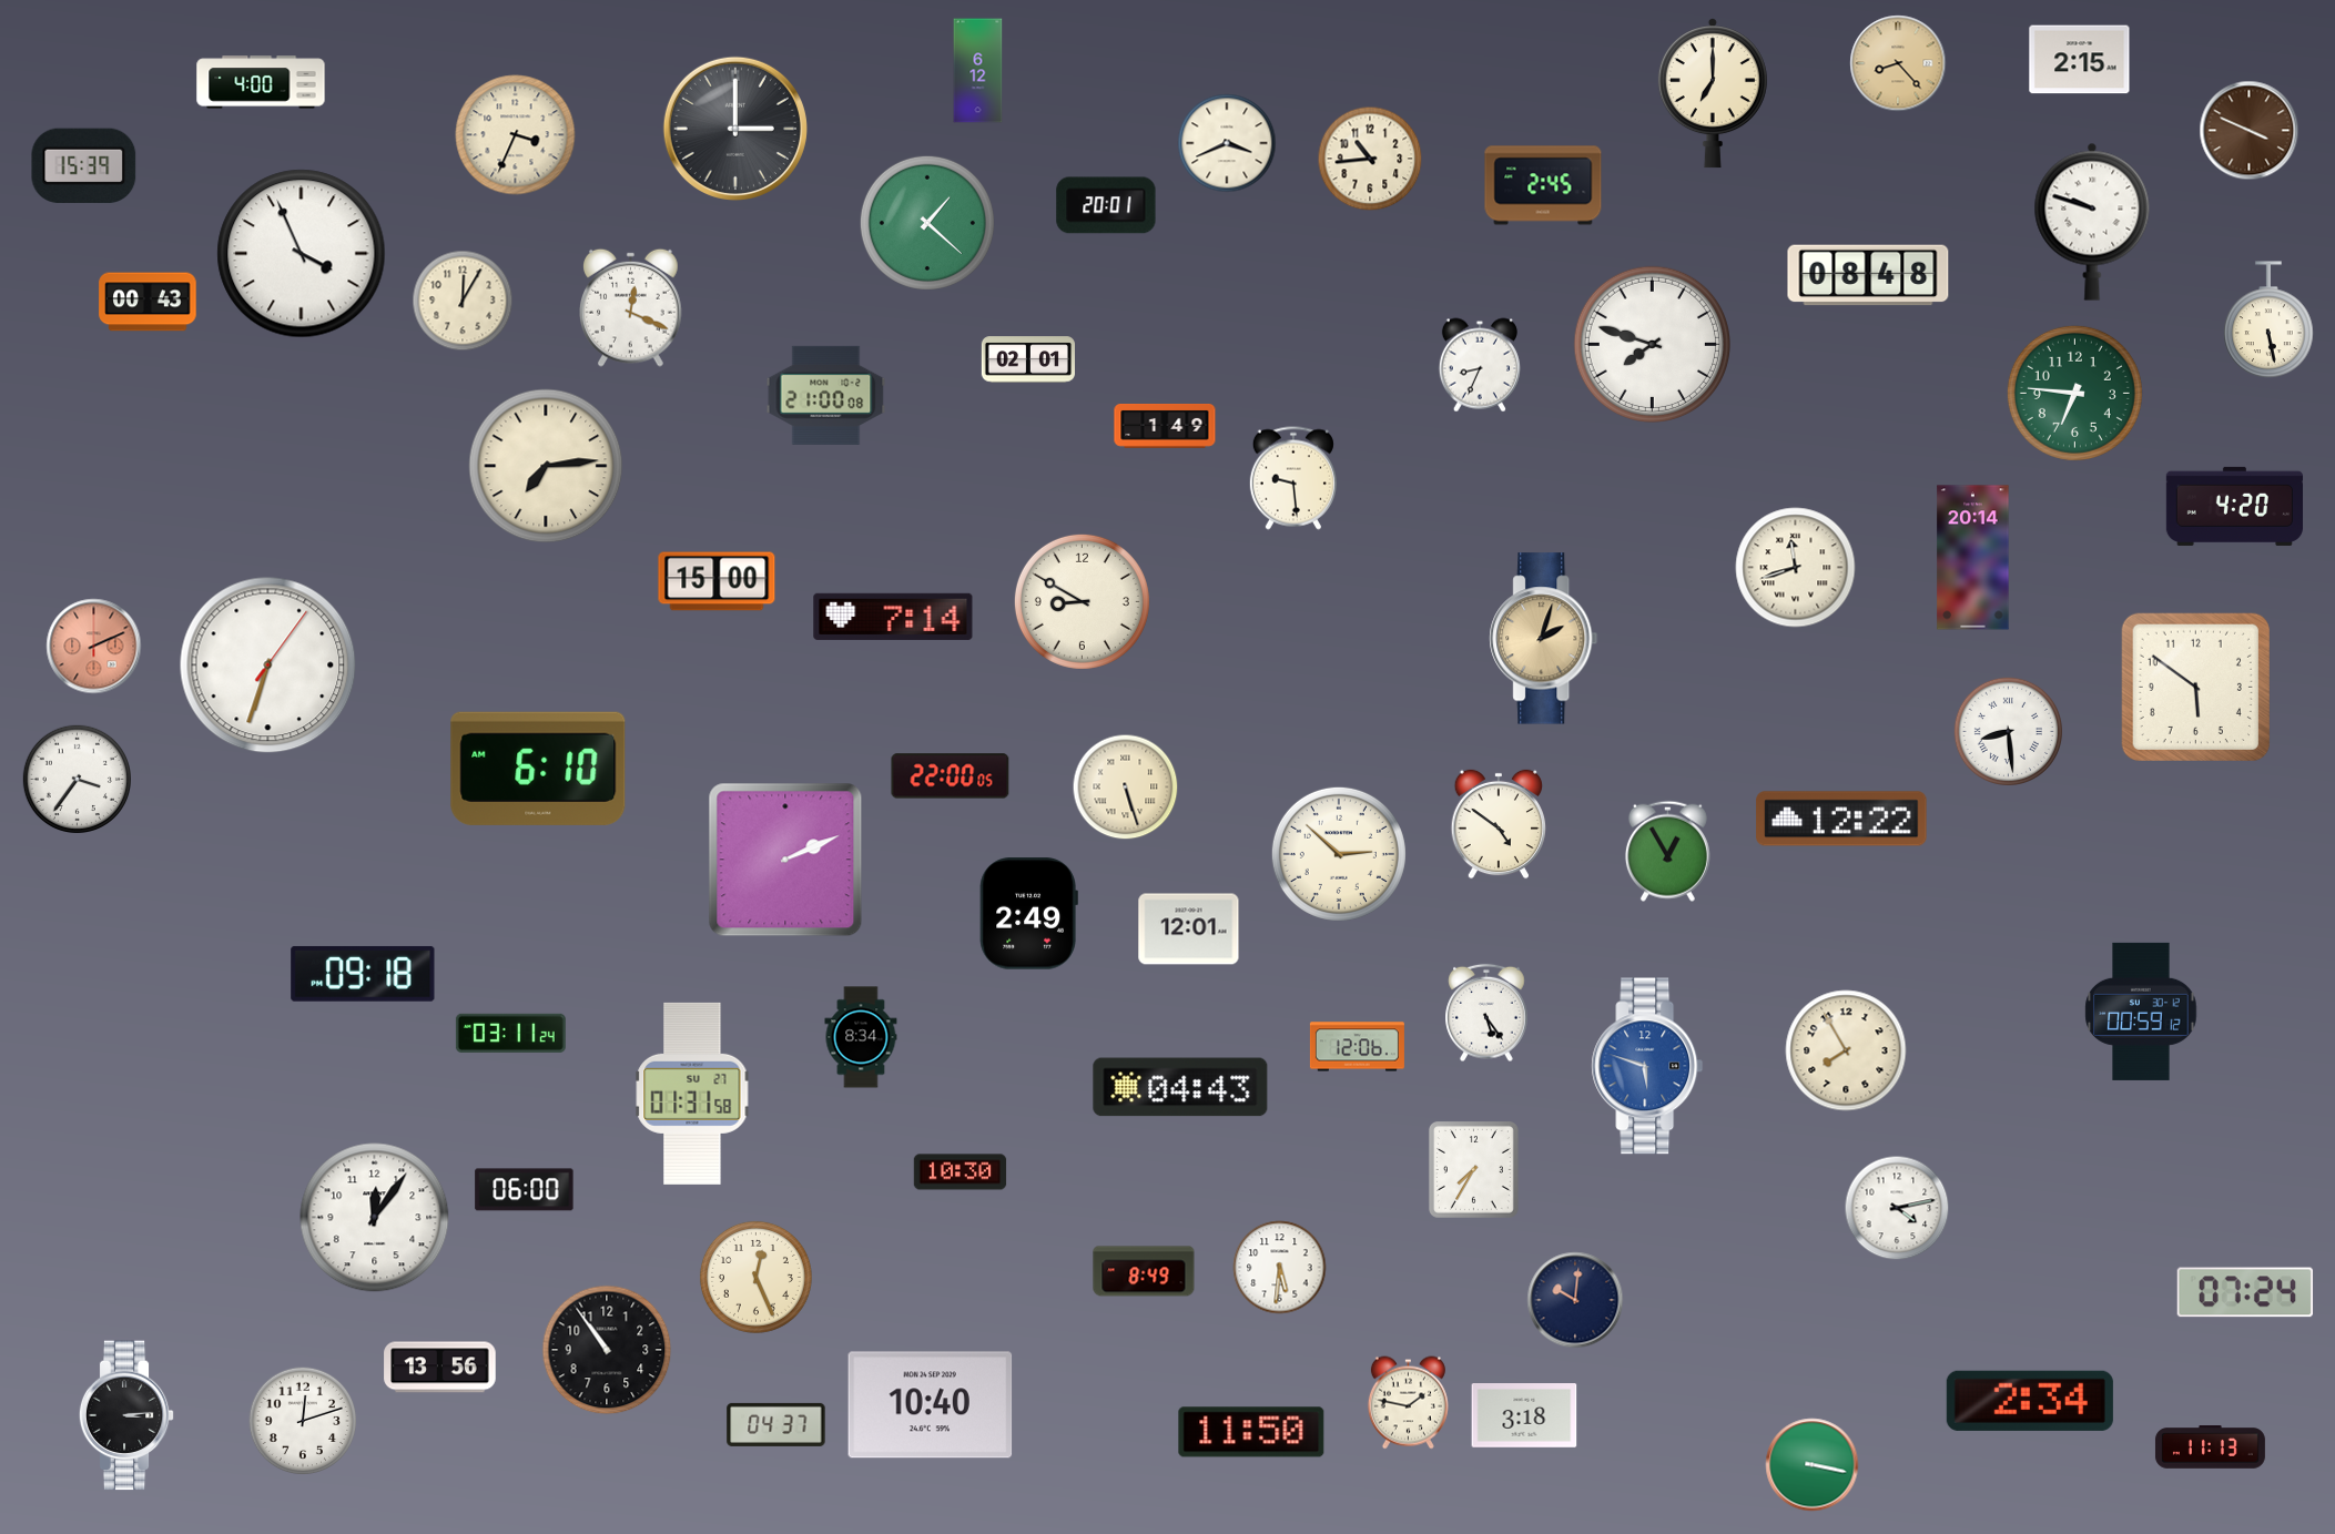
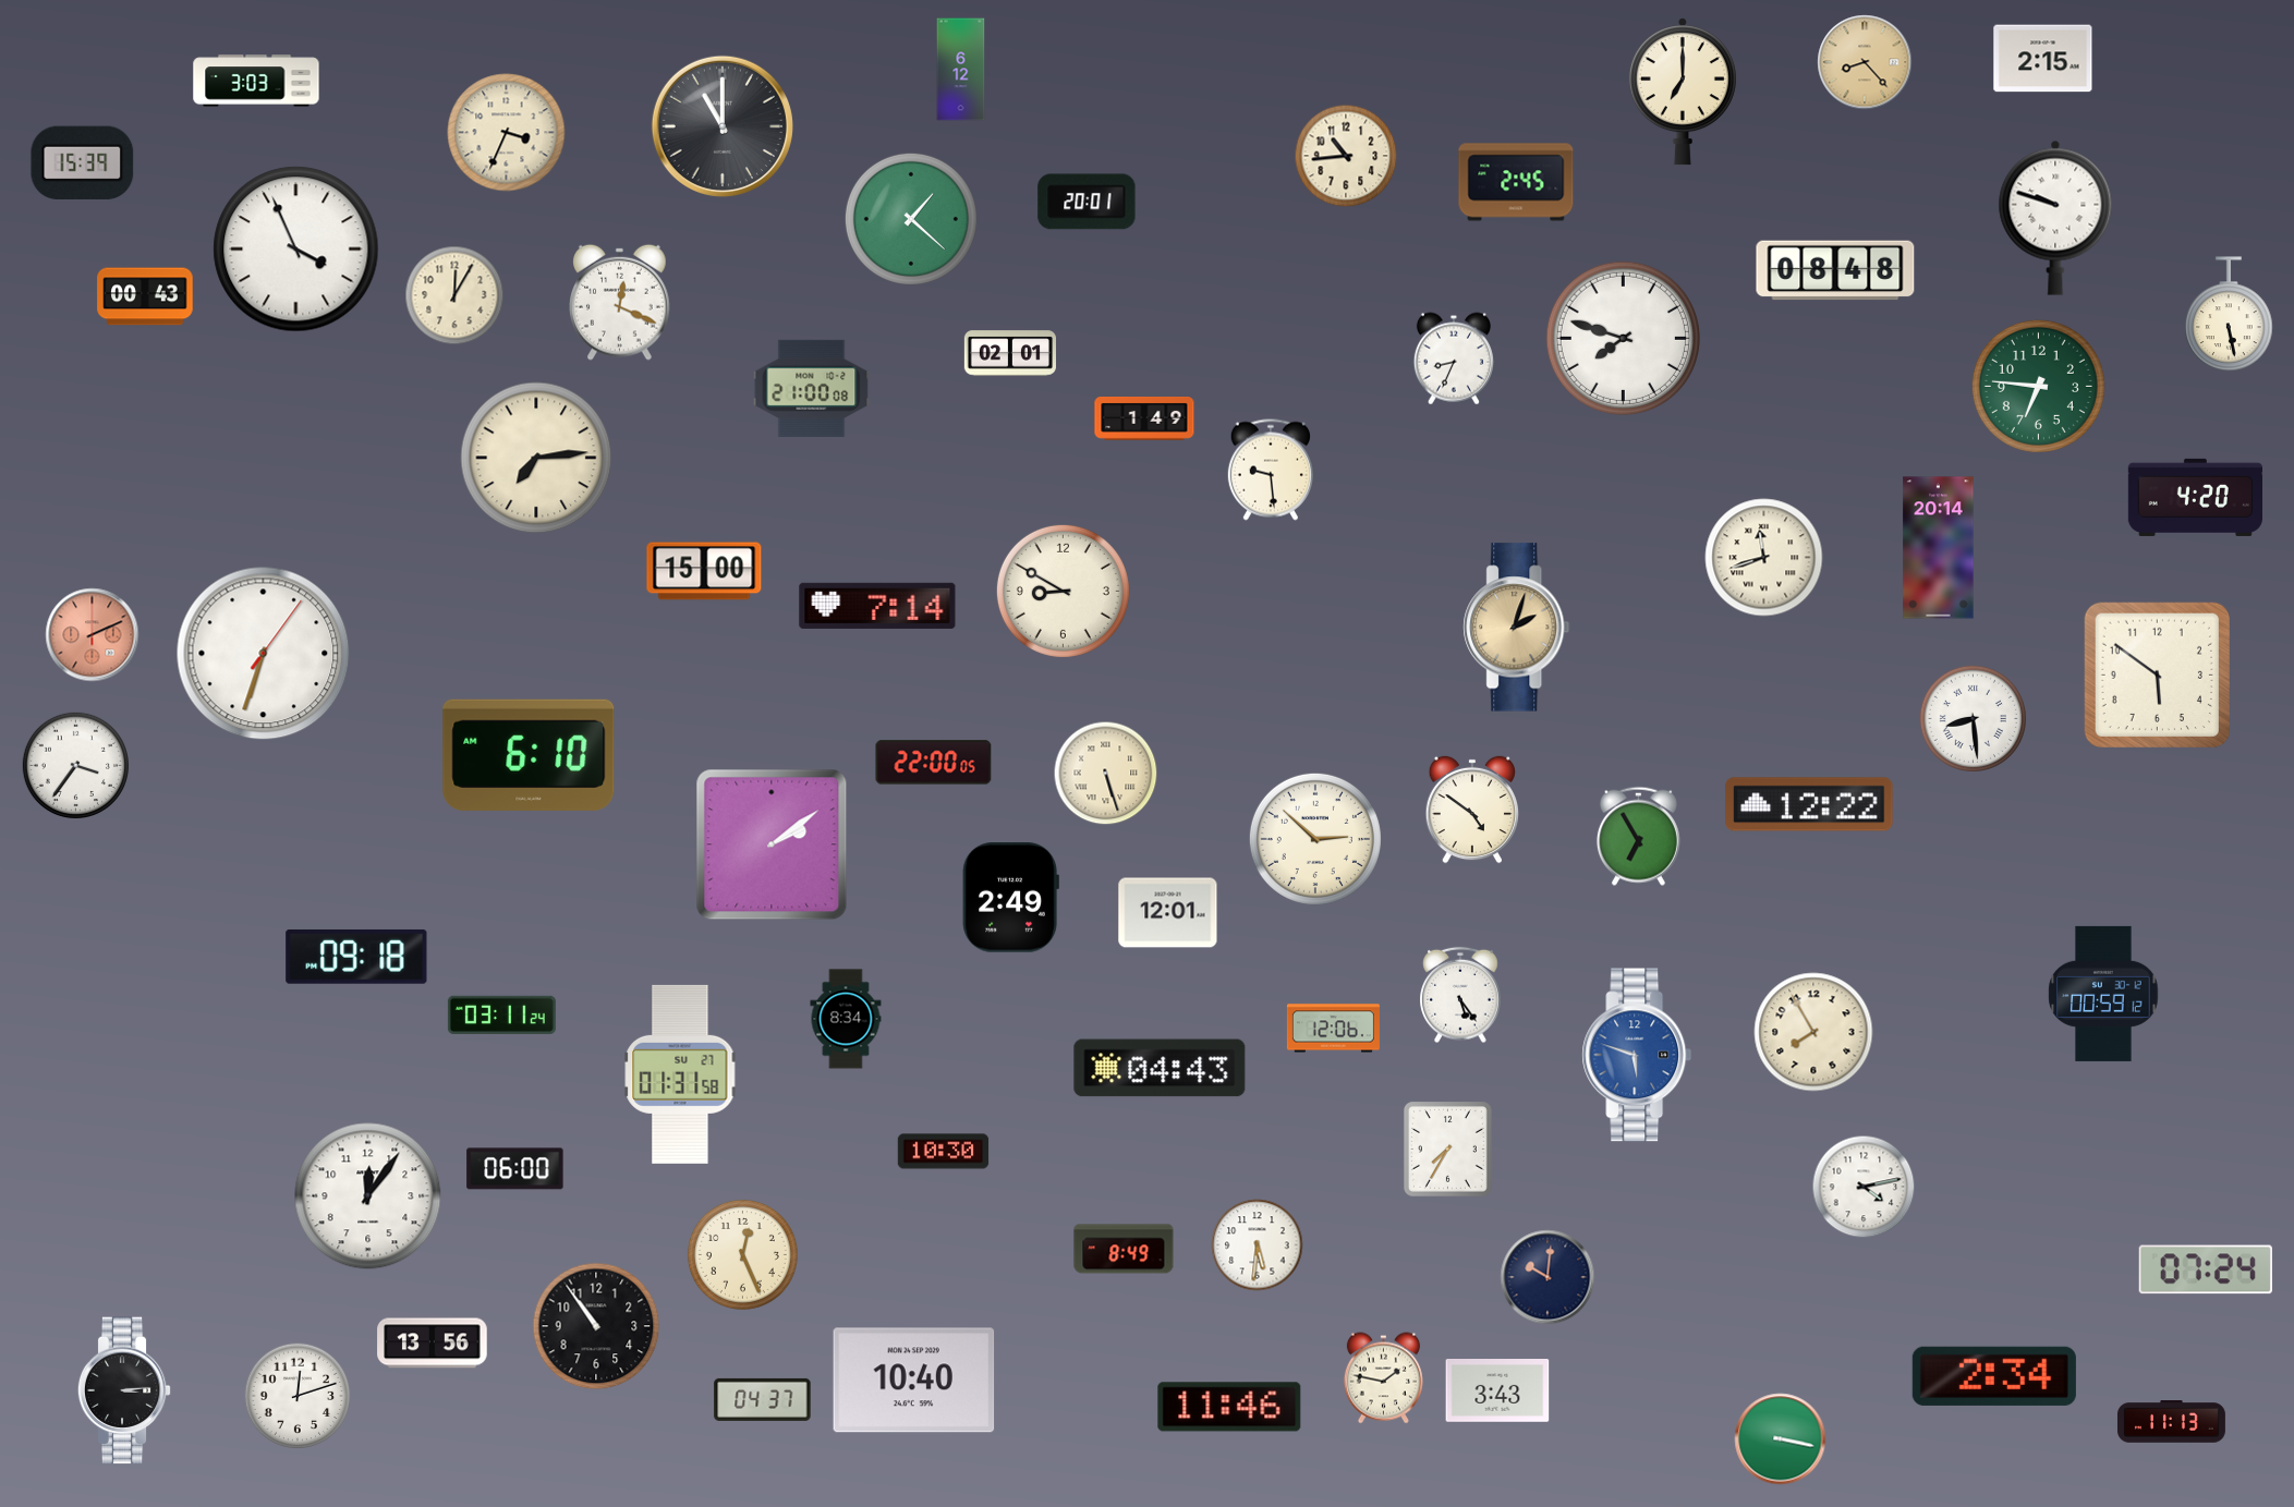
clock at (261, 82): 4:00 -> 3:03
clock at (735, 129): 3:00 -> 11:00
clock at (2250, 131): 3:49 -> none
clock at (1227, 143): 3:41 -> none
clock at (1667, 851): 12:55 -> 6:55
clock at (785, 860): 2:11 -> 2:09
clock at (1647, 1066) position: (1647, 1066) -> (1637, 1055)
clock at (1524, 1416): 3:18 -> 3:43
clock at (1251, 1432): 11:50 -> 11:46
